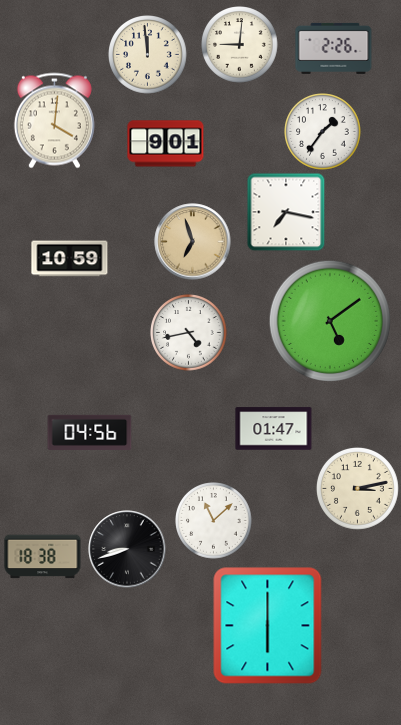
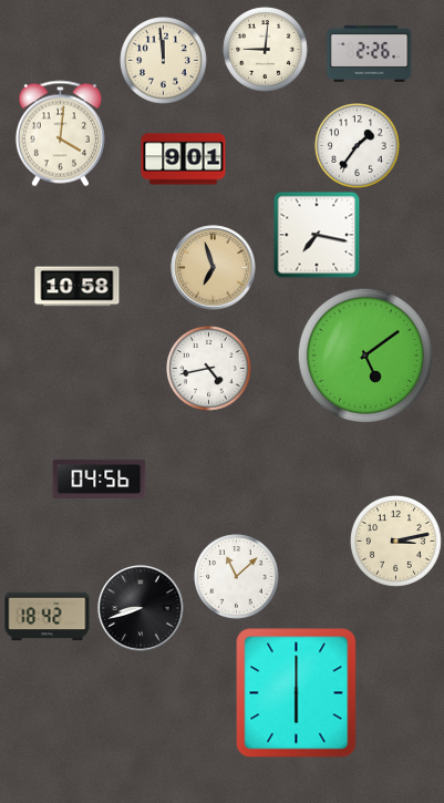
clock at (70, 259): 10:59 -> 10:58
clock at (274, 429): 01:47 -> none
clock at (43, 557): 18:38 -> 18:42
